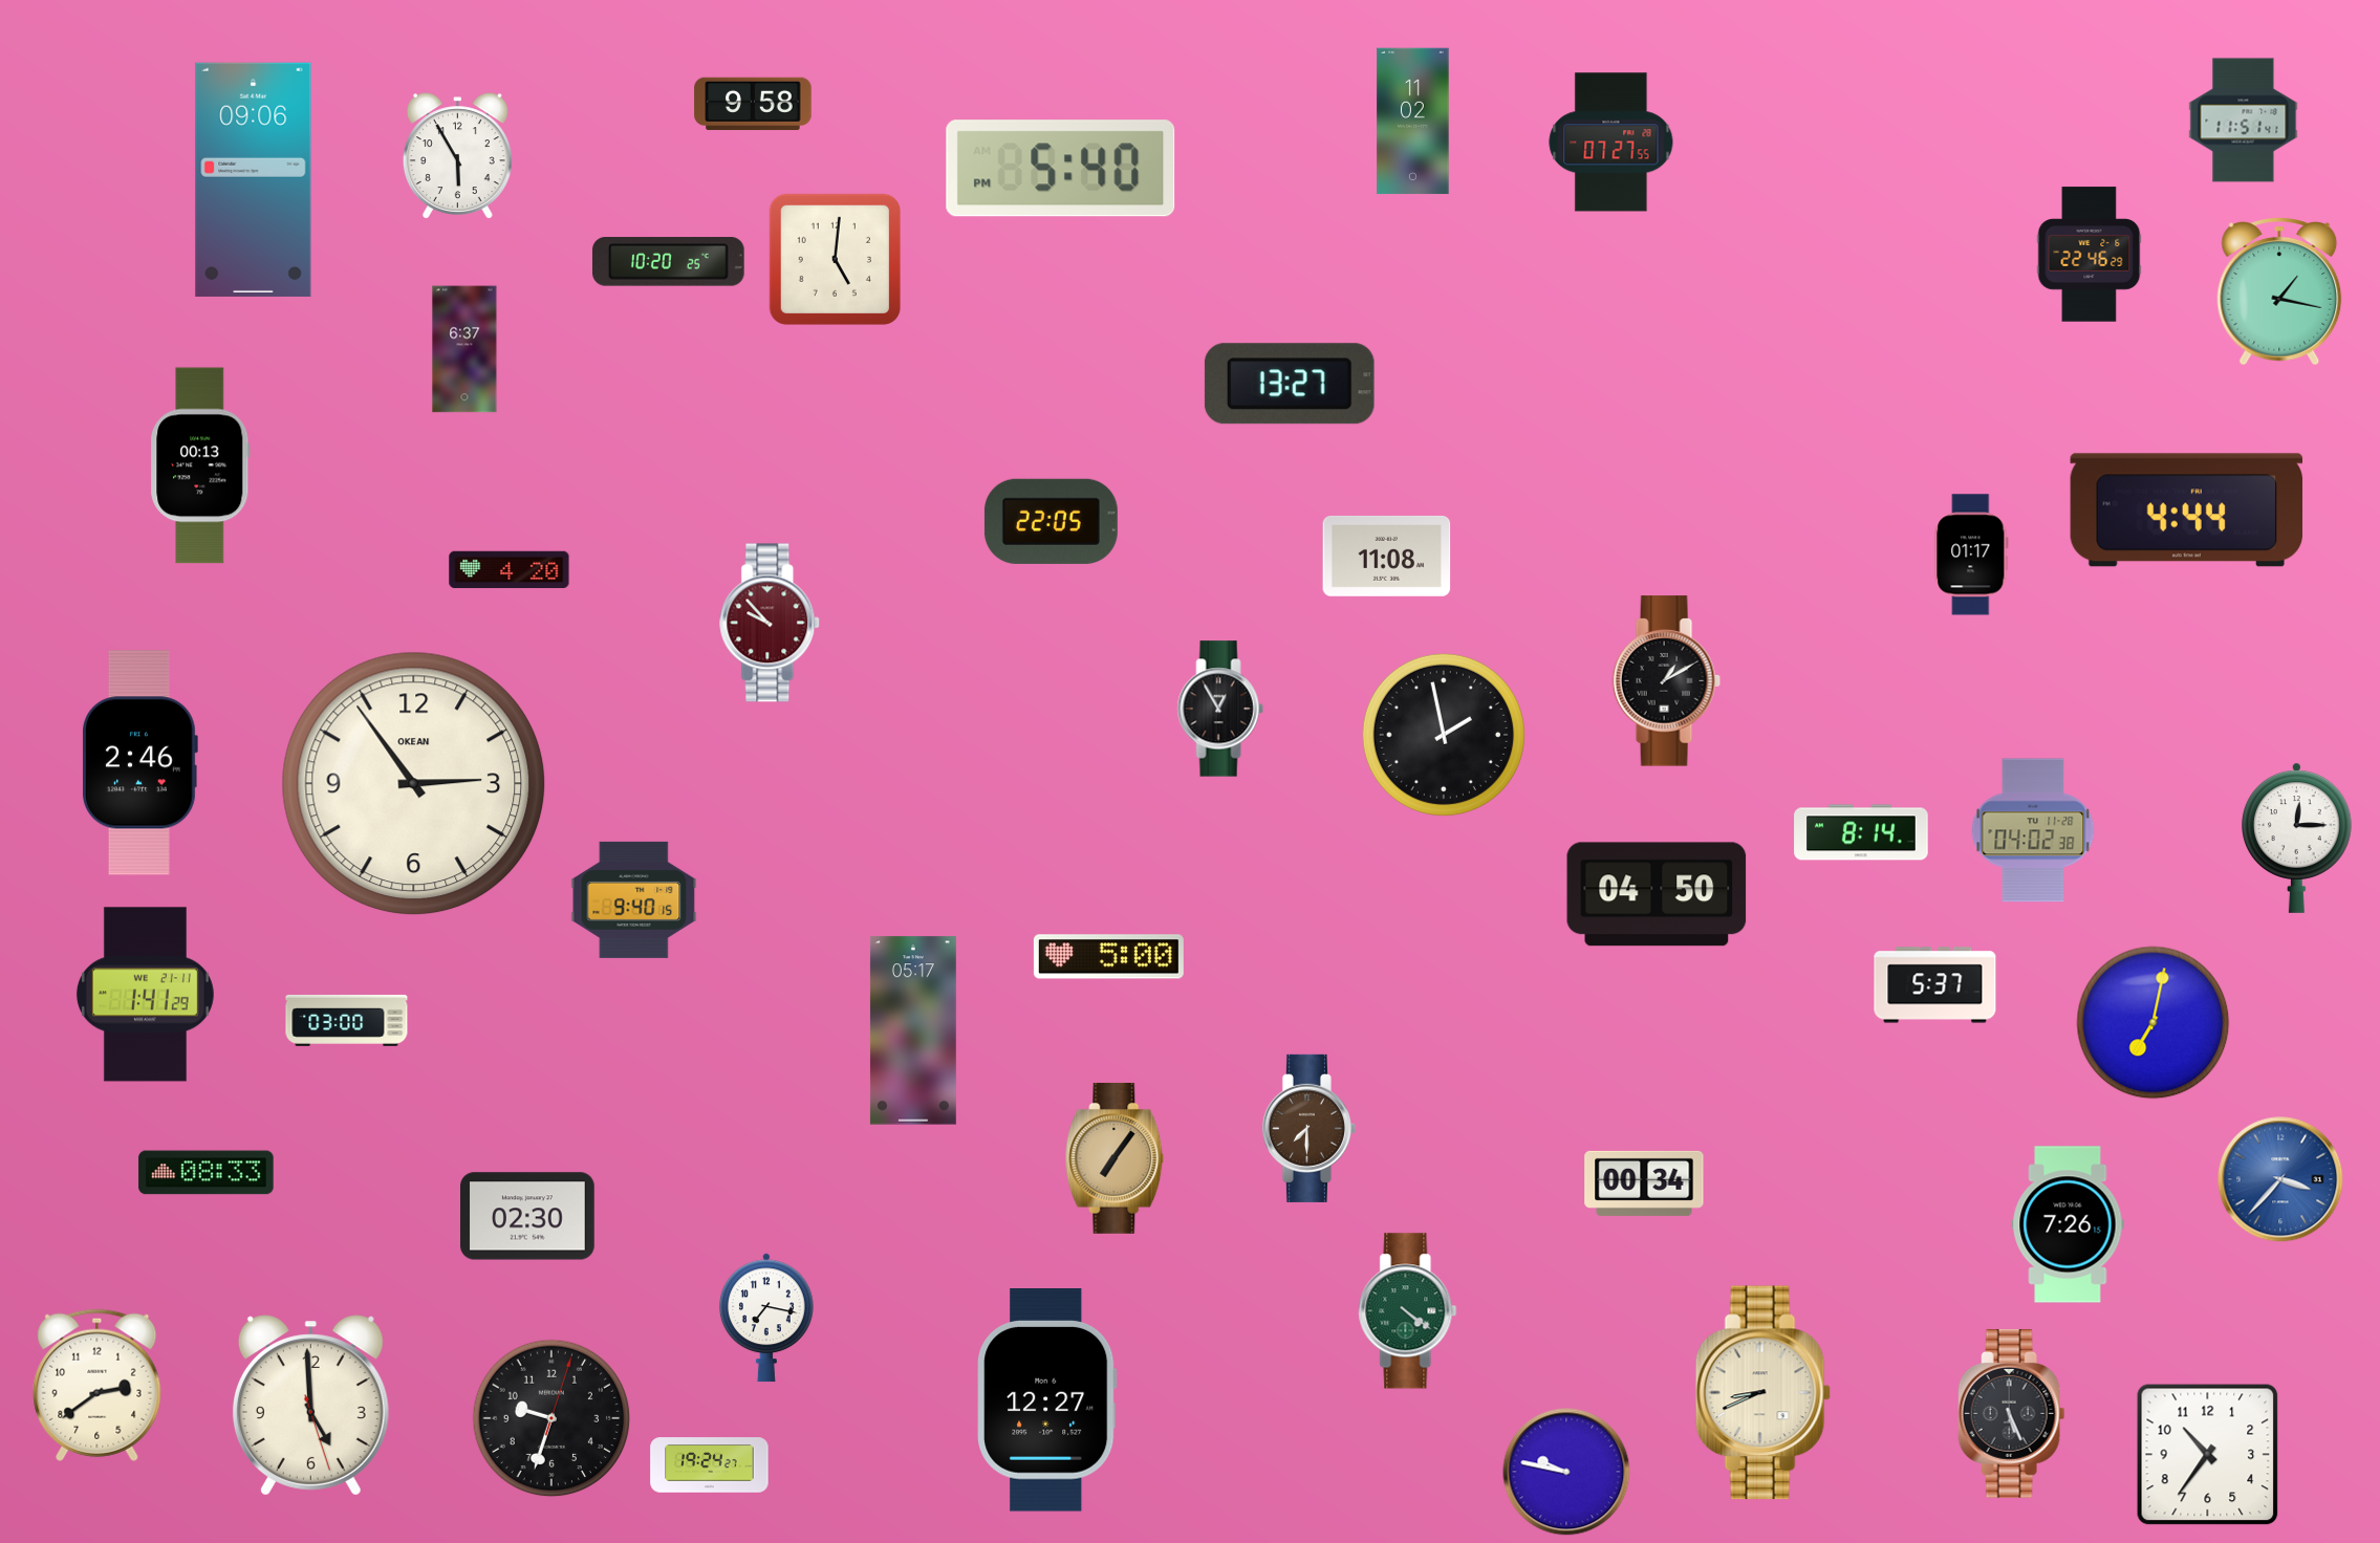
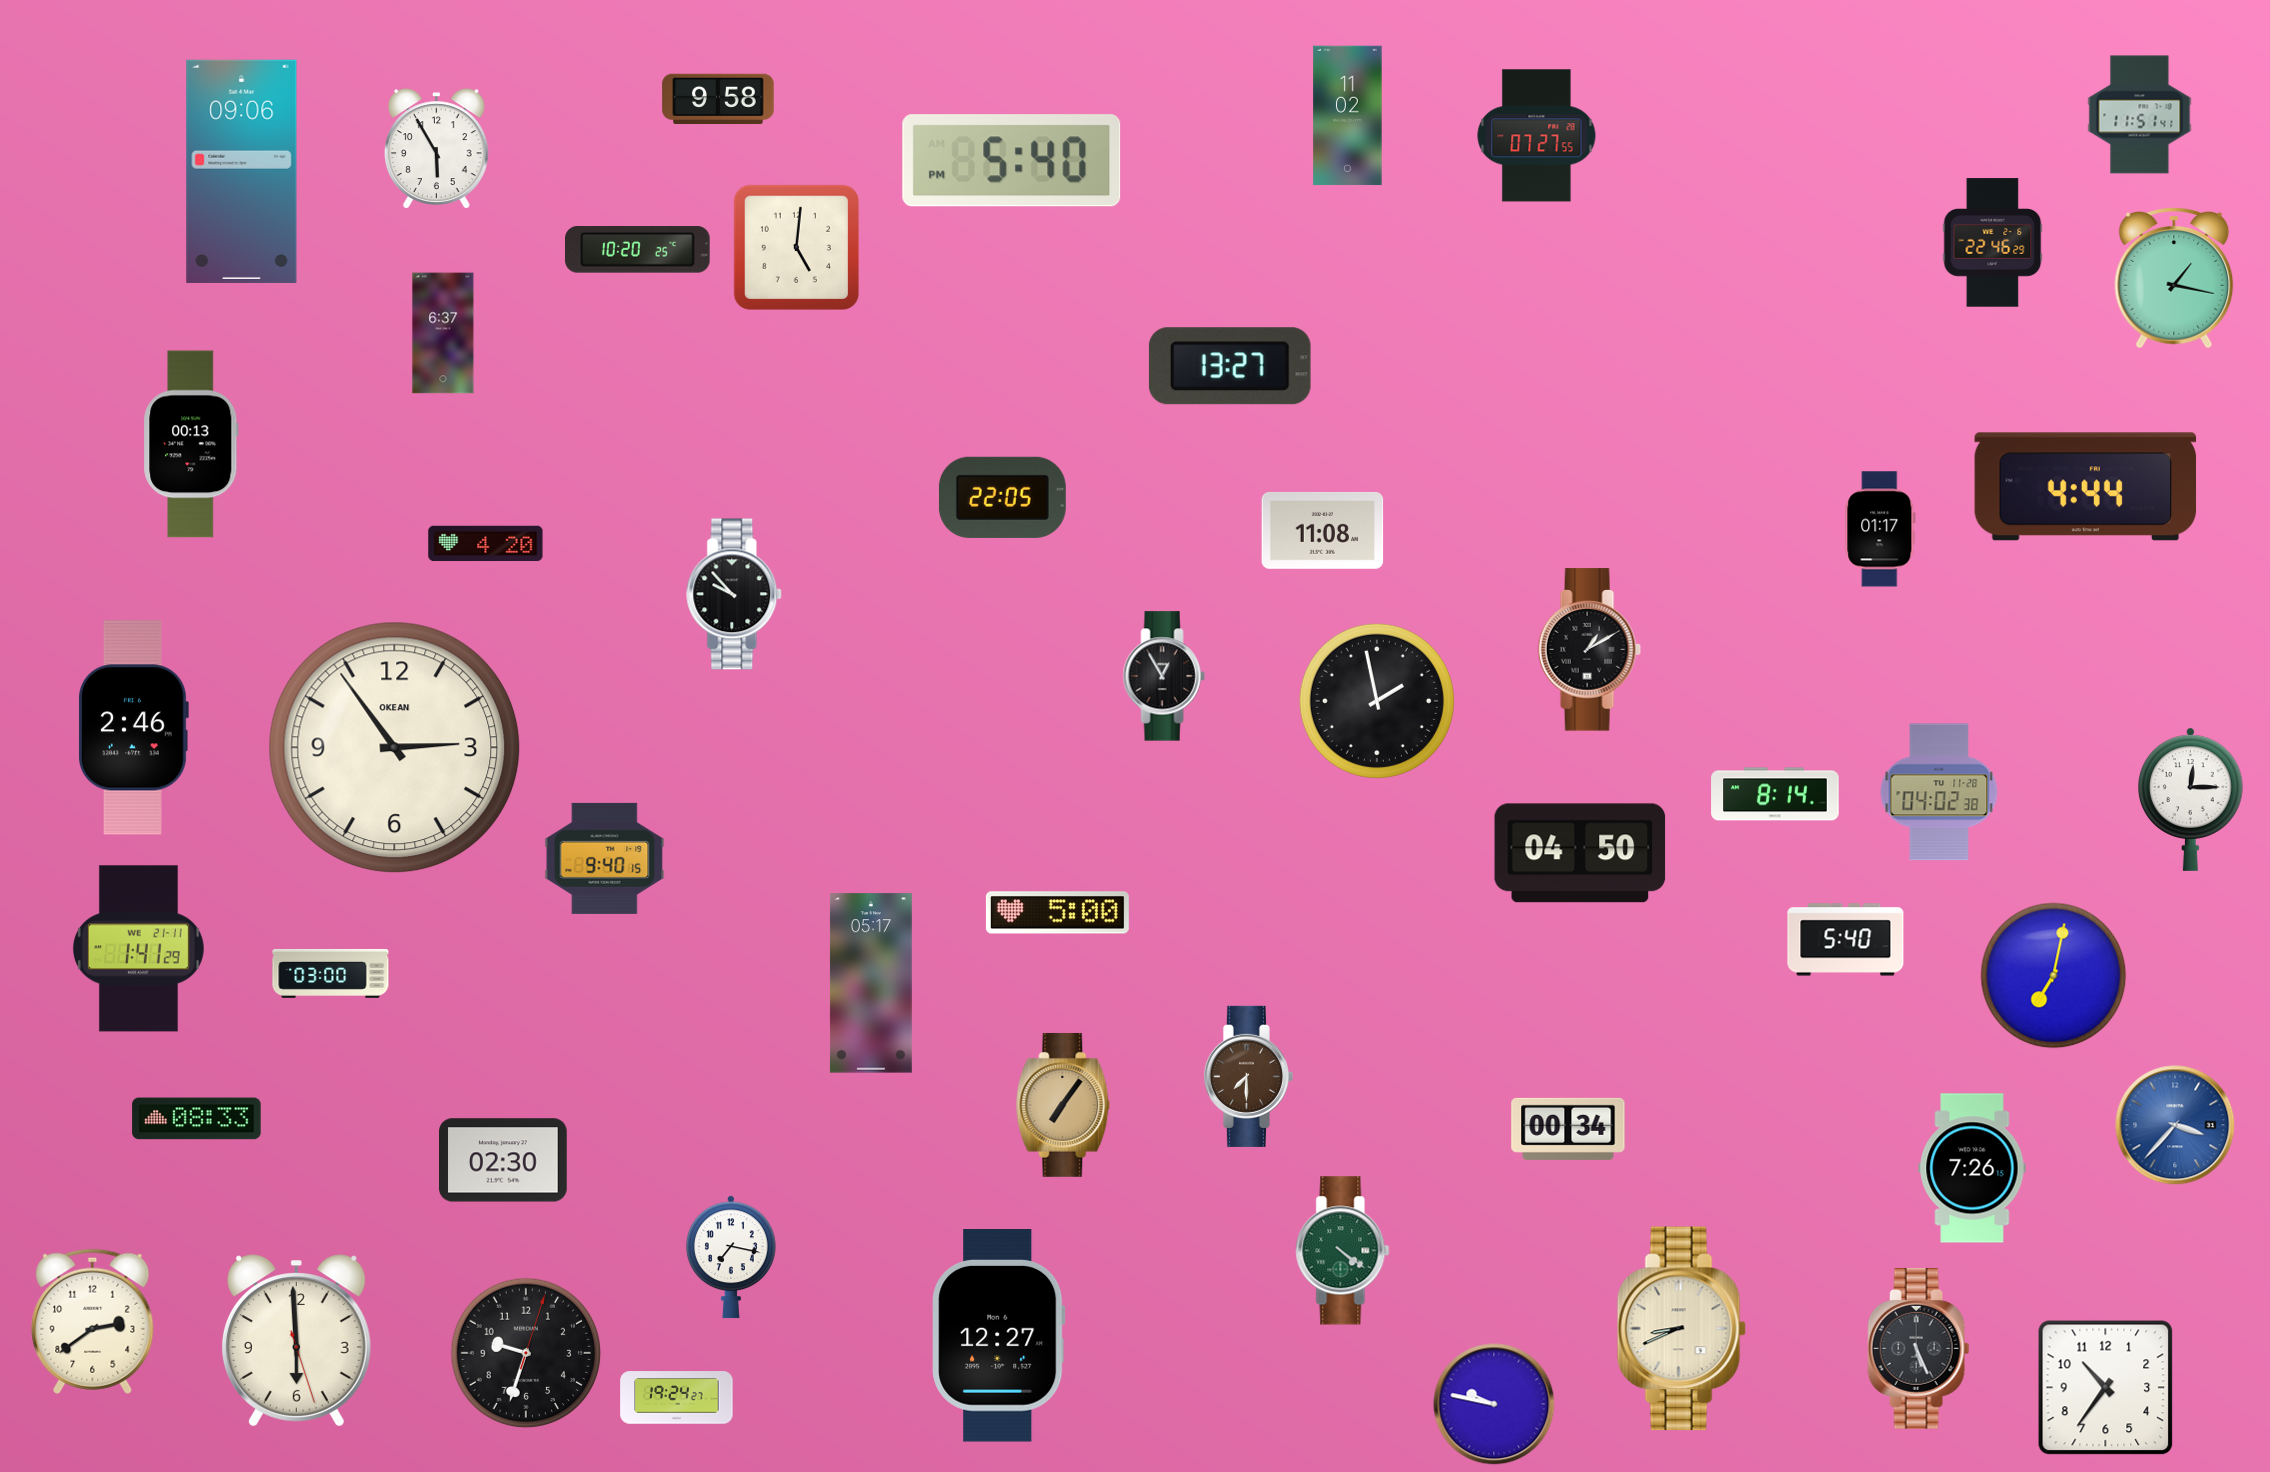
clock at (771, 623) dial: burgundy -> black
clock at (1935, 985): 5:37 -> 5:40
clock at (310, 1406): 4:59 -> 5:59
